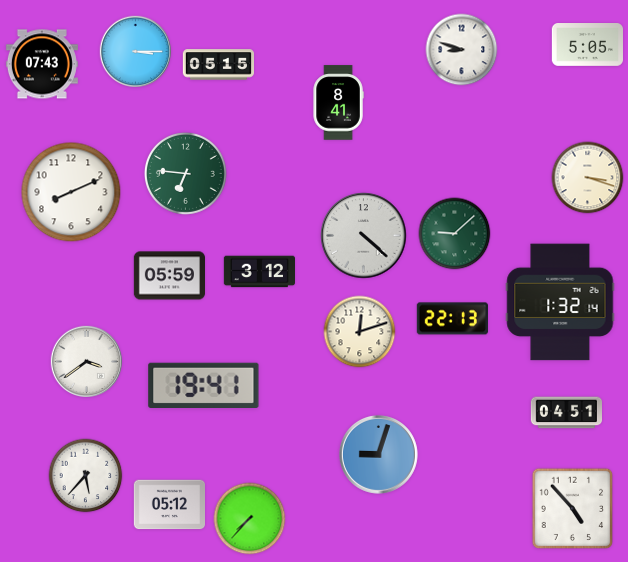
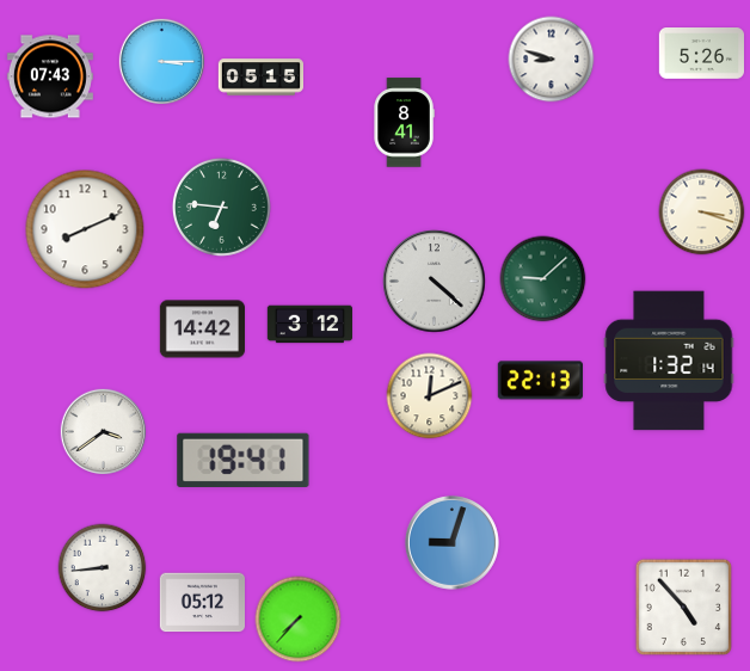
clock at (587, 45): 5:05 -> 5:26
clock at (169, 276): 05:59 -> 14:42
clock at (360, 332): 12:12 -> 12:11
clock at (566, 413): 04:51 -> none
clock at (86, 476): 5:37 -> 8:44
